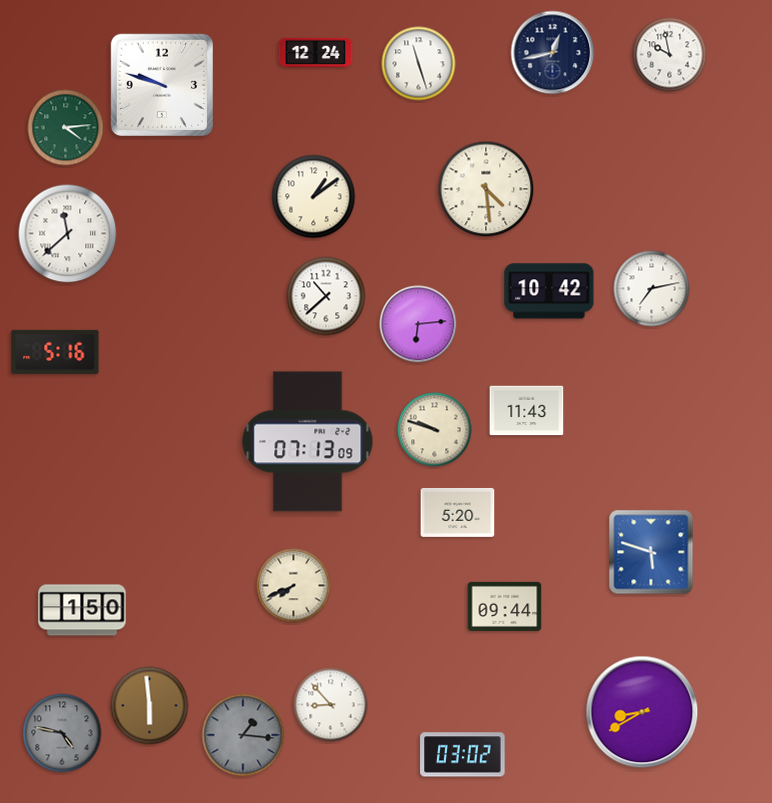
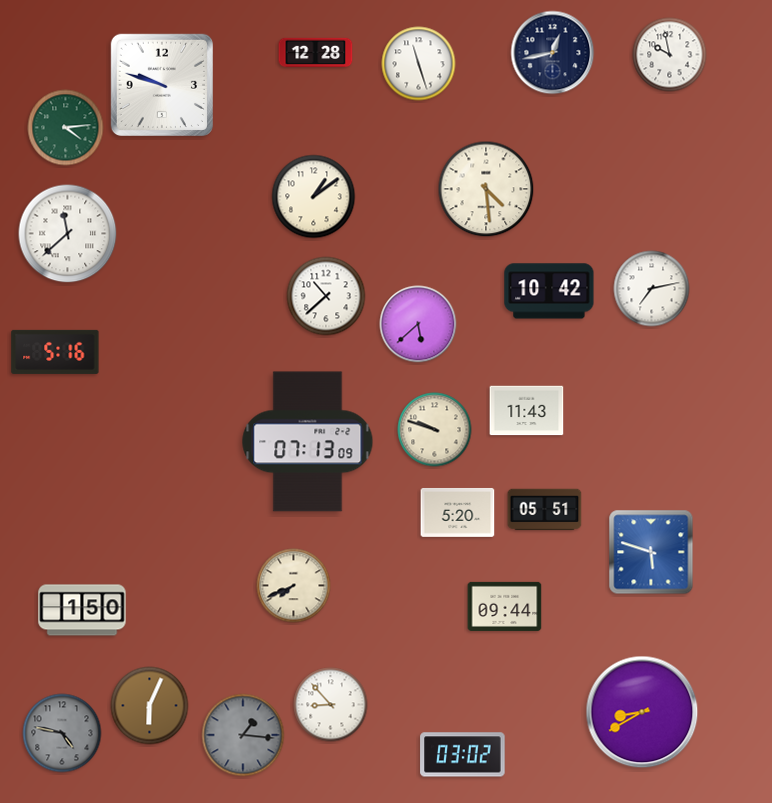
clock at (316, 53): 12:24 -> 12:28
clock at (418, 324): 6:14 -> 5:38
clock at (545, 510): none -> 05:51
clock at (150, 706): 5:59 -> 6:04
